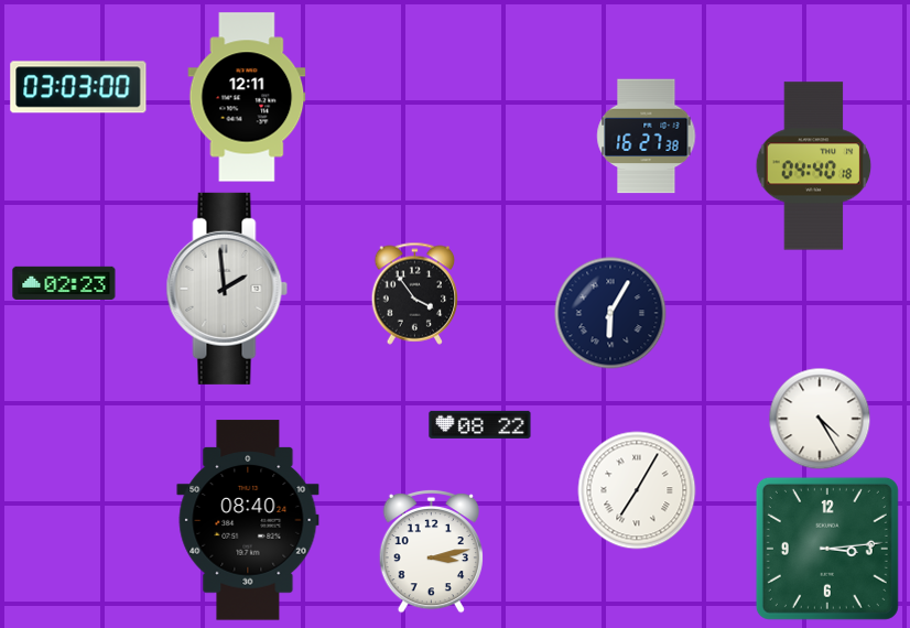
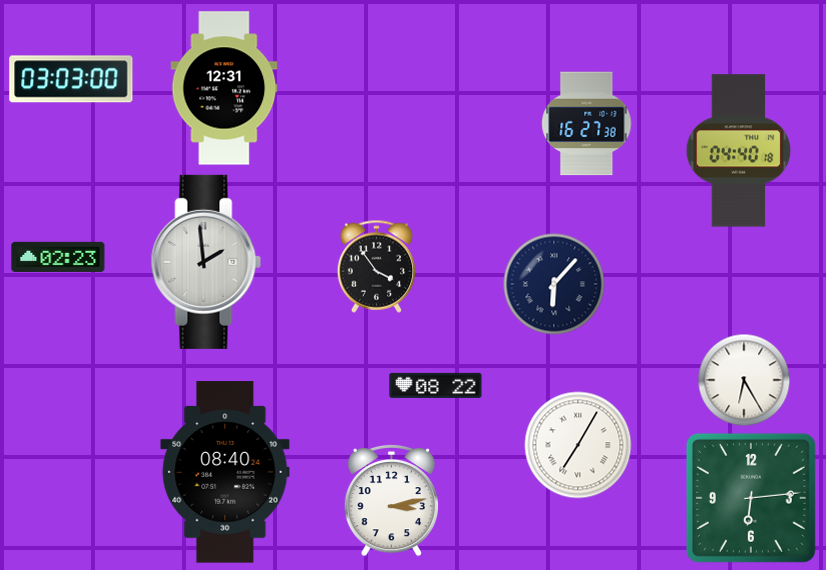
clock at (247, 97): 12:11 -> 12:31
clock at (610, 313): 6:05 -> 6:07
clock at (820, 419): 4:25 -> 6:25
clock at (827, 549): 3:14 -> 6:14
